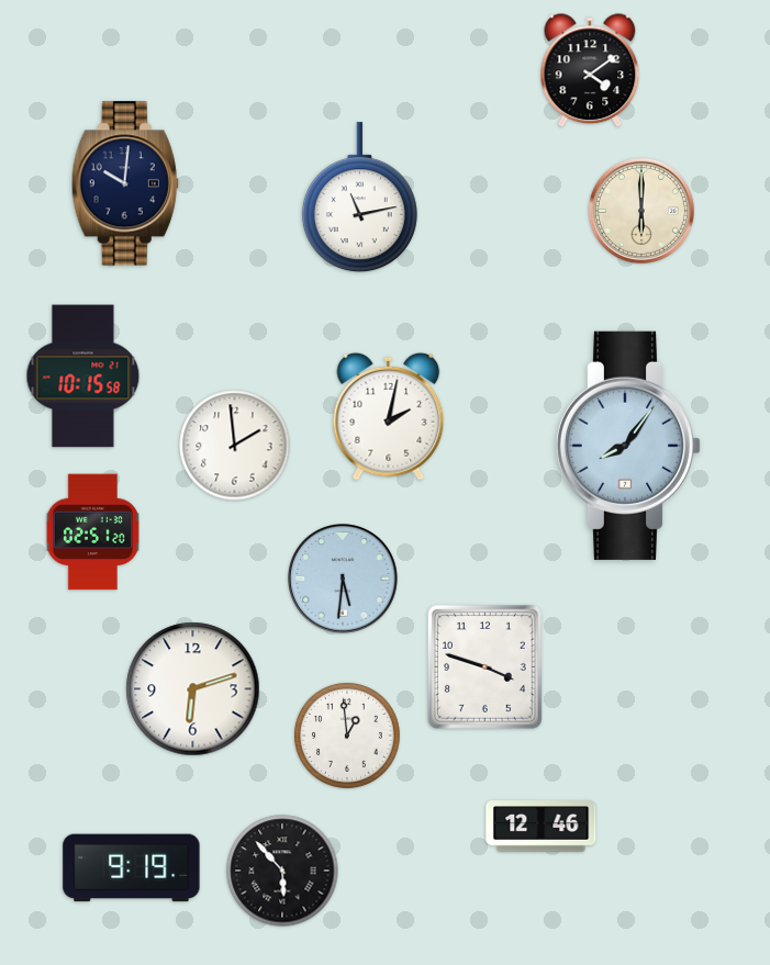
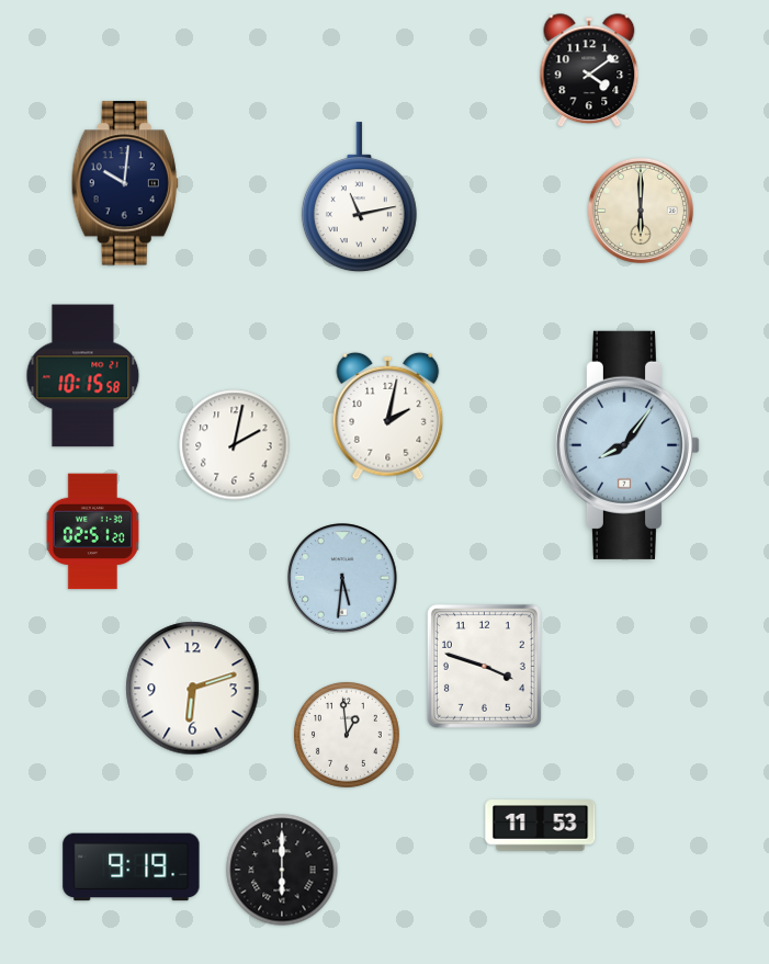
clock at (235, 446): 1:59 -> 2:02
clock at (542, 827): 12:46 -> 11:53
clock at (282, 871): 5:53 -> 6:00
